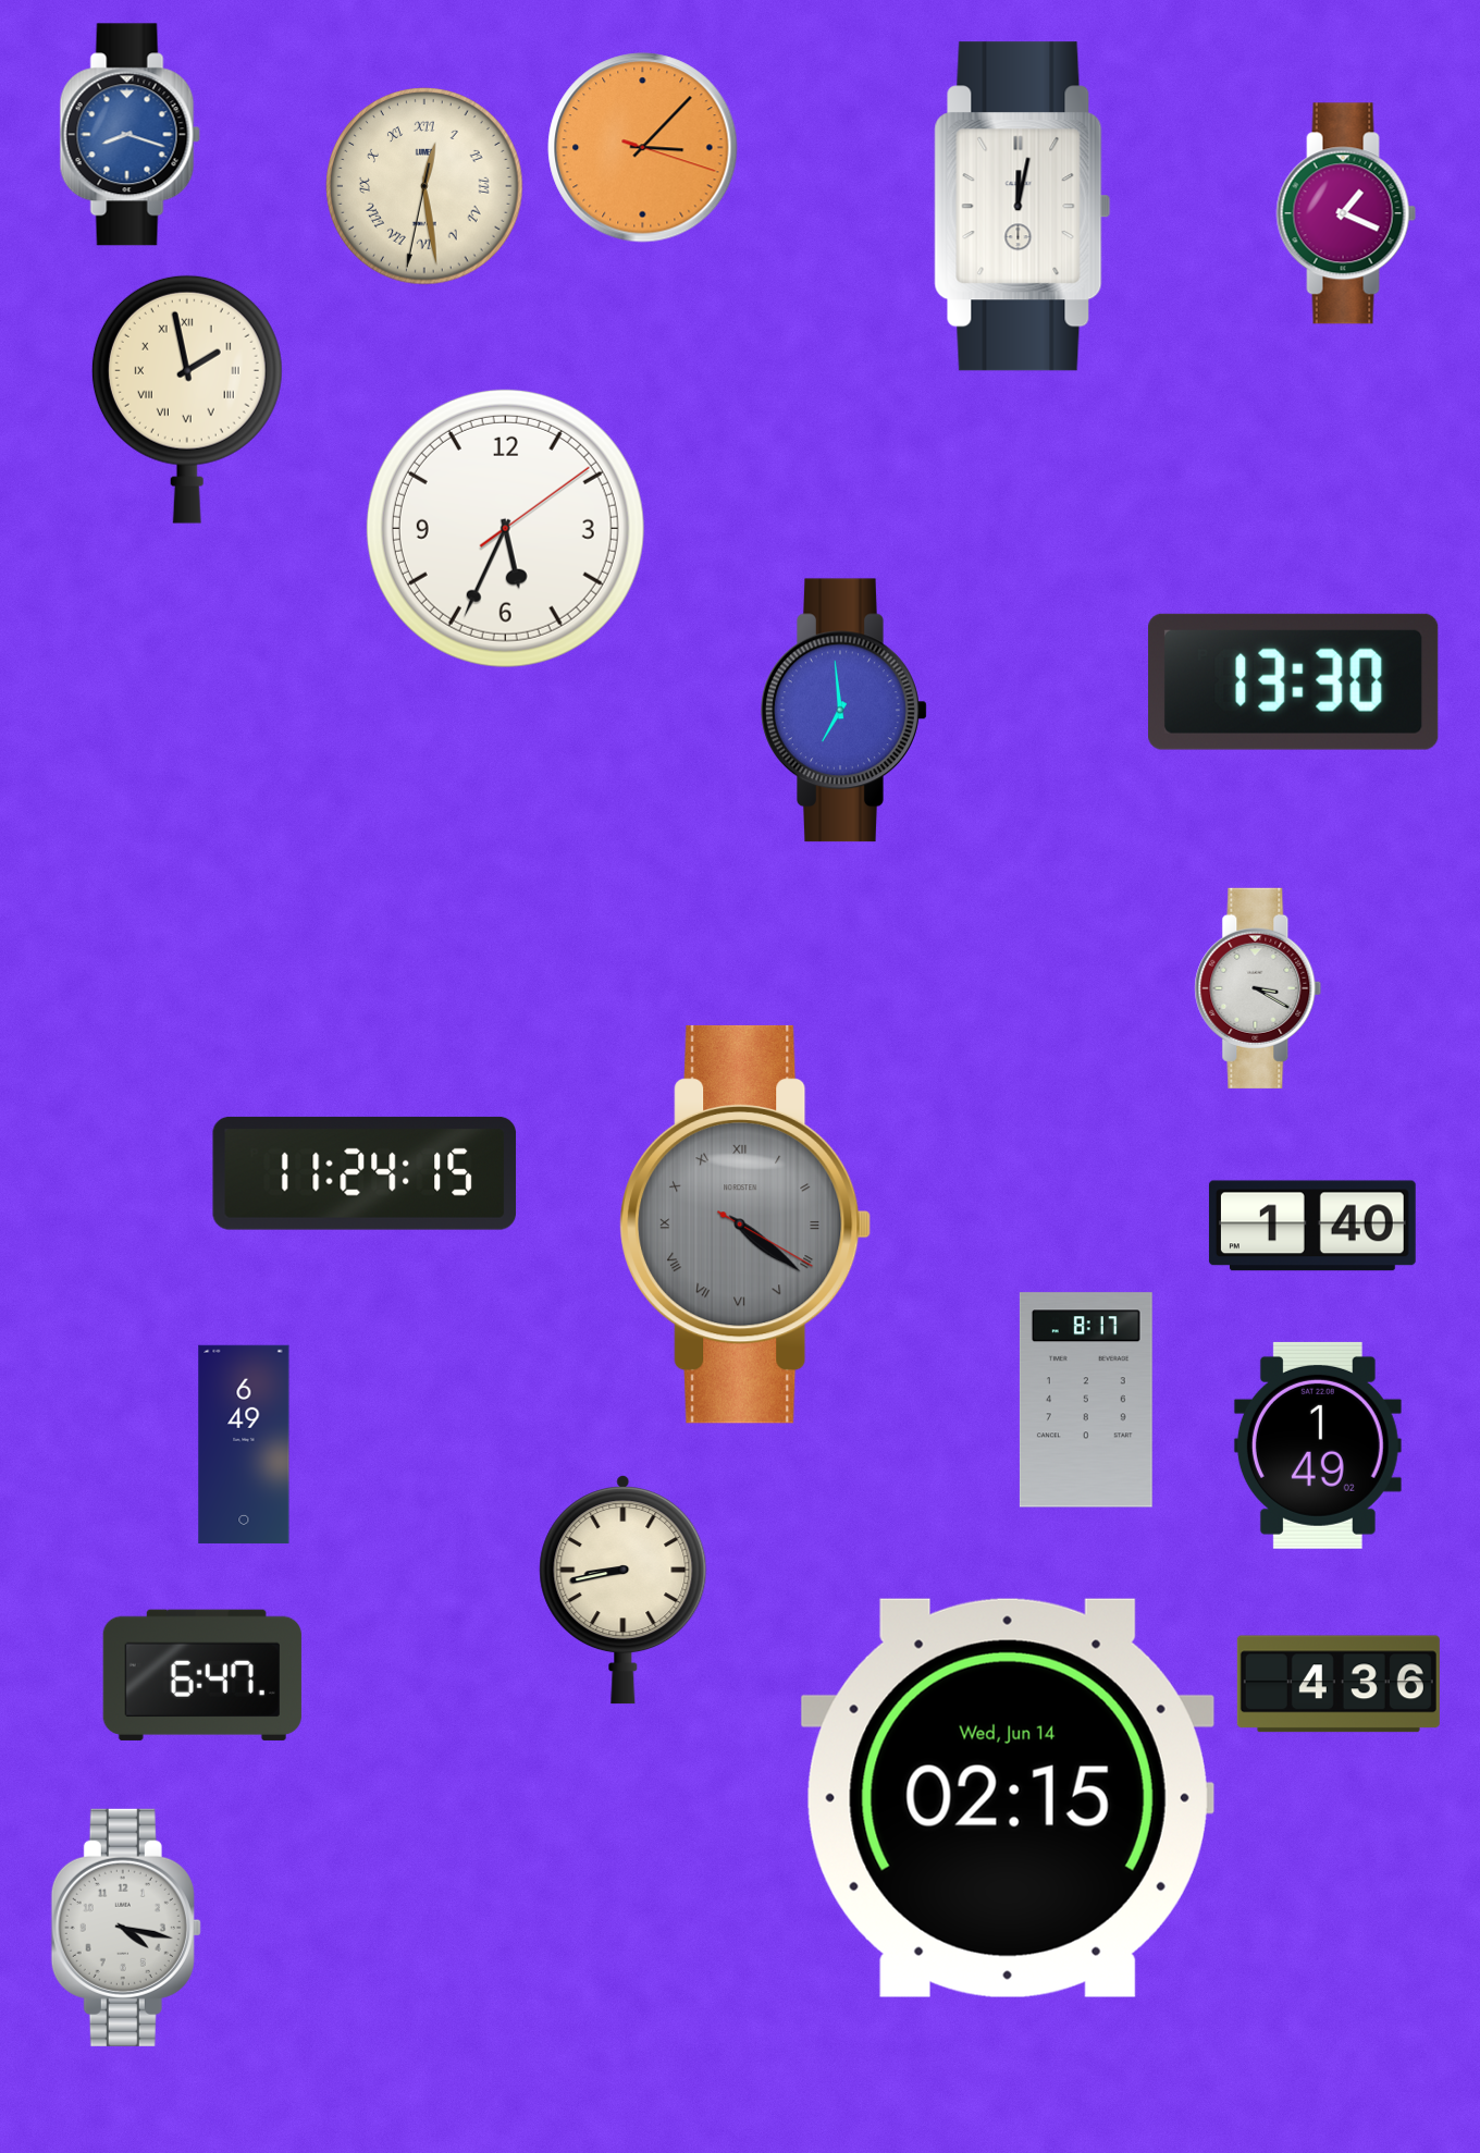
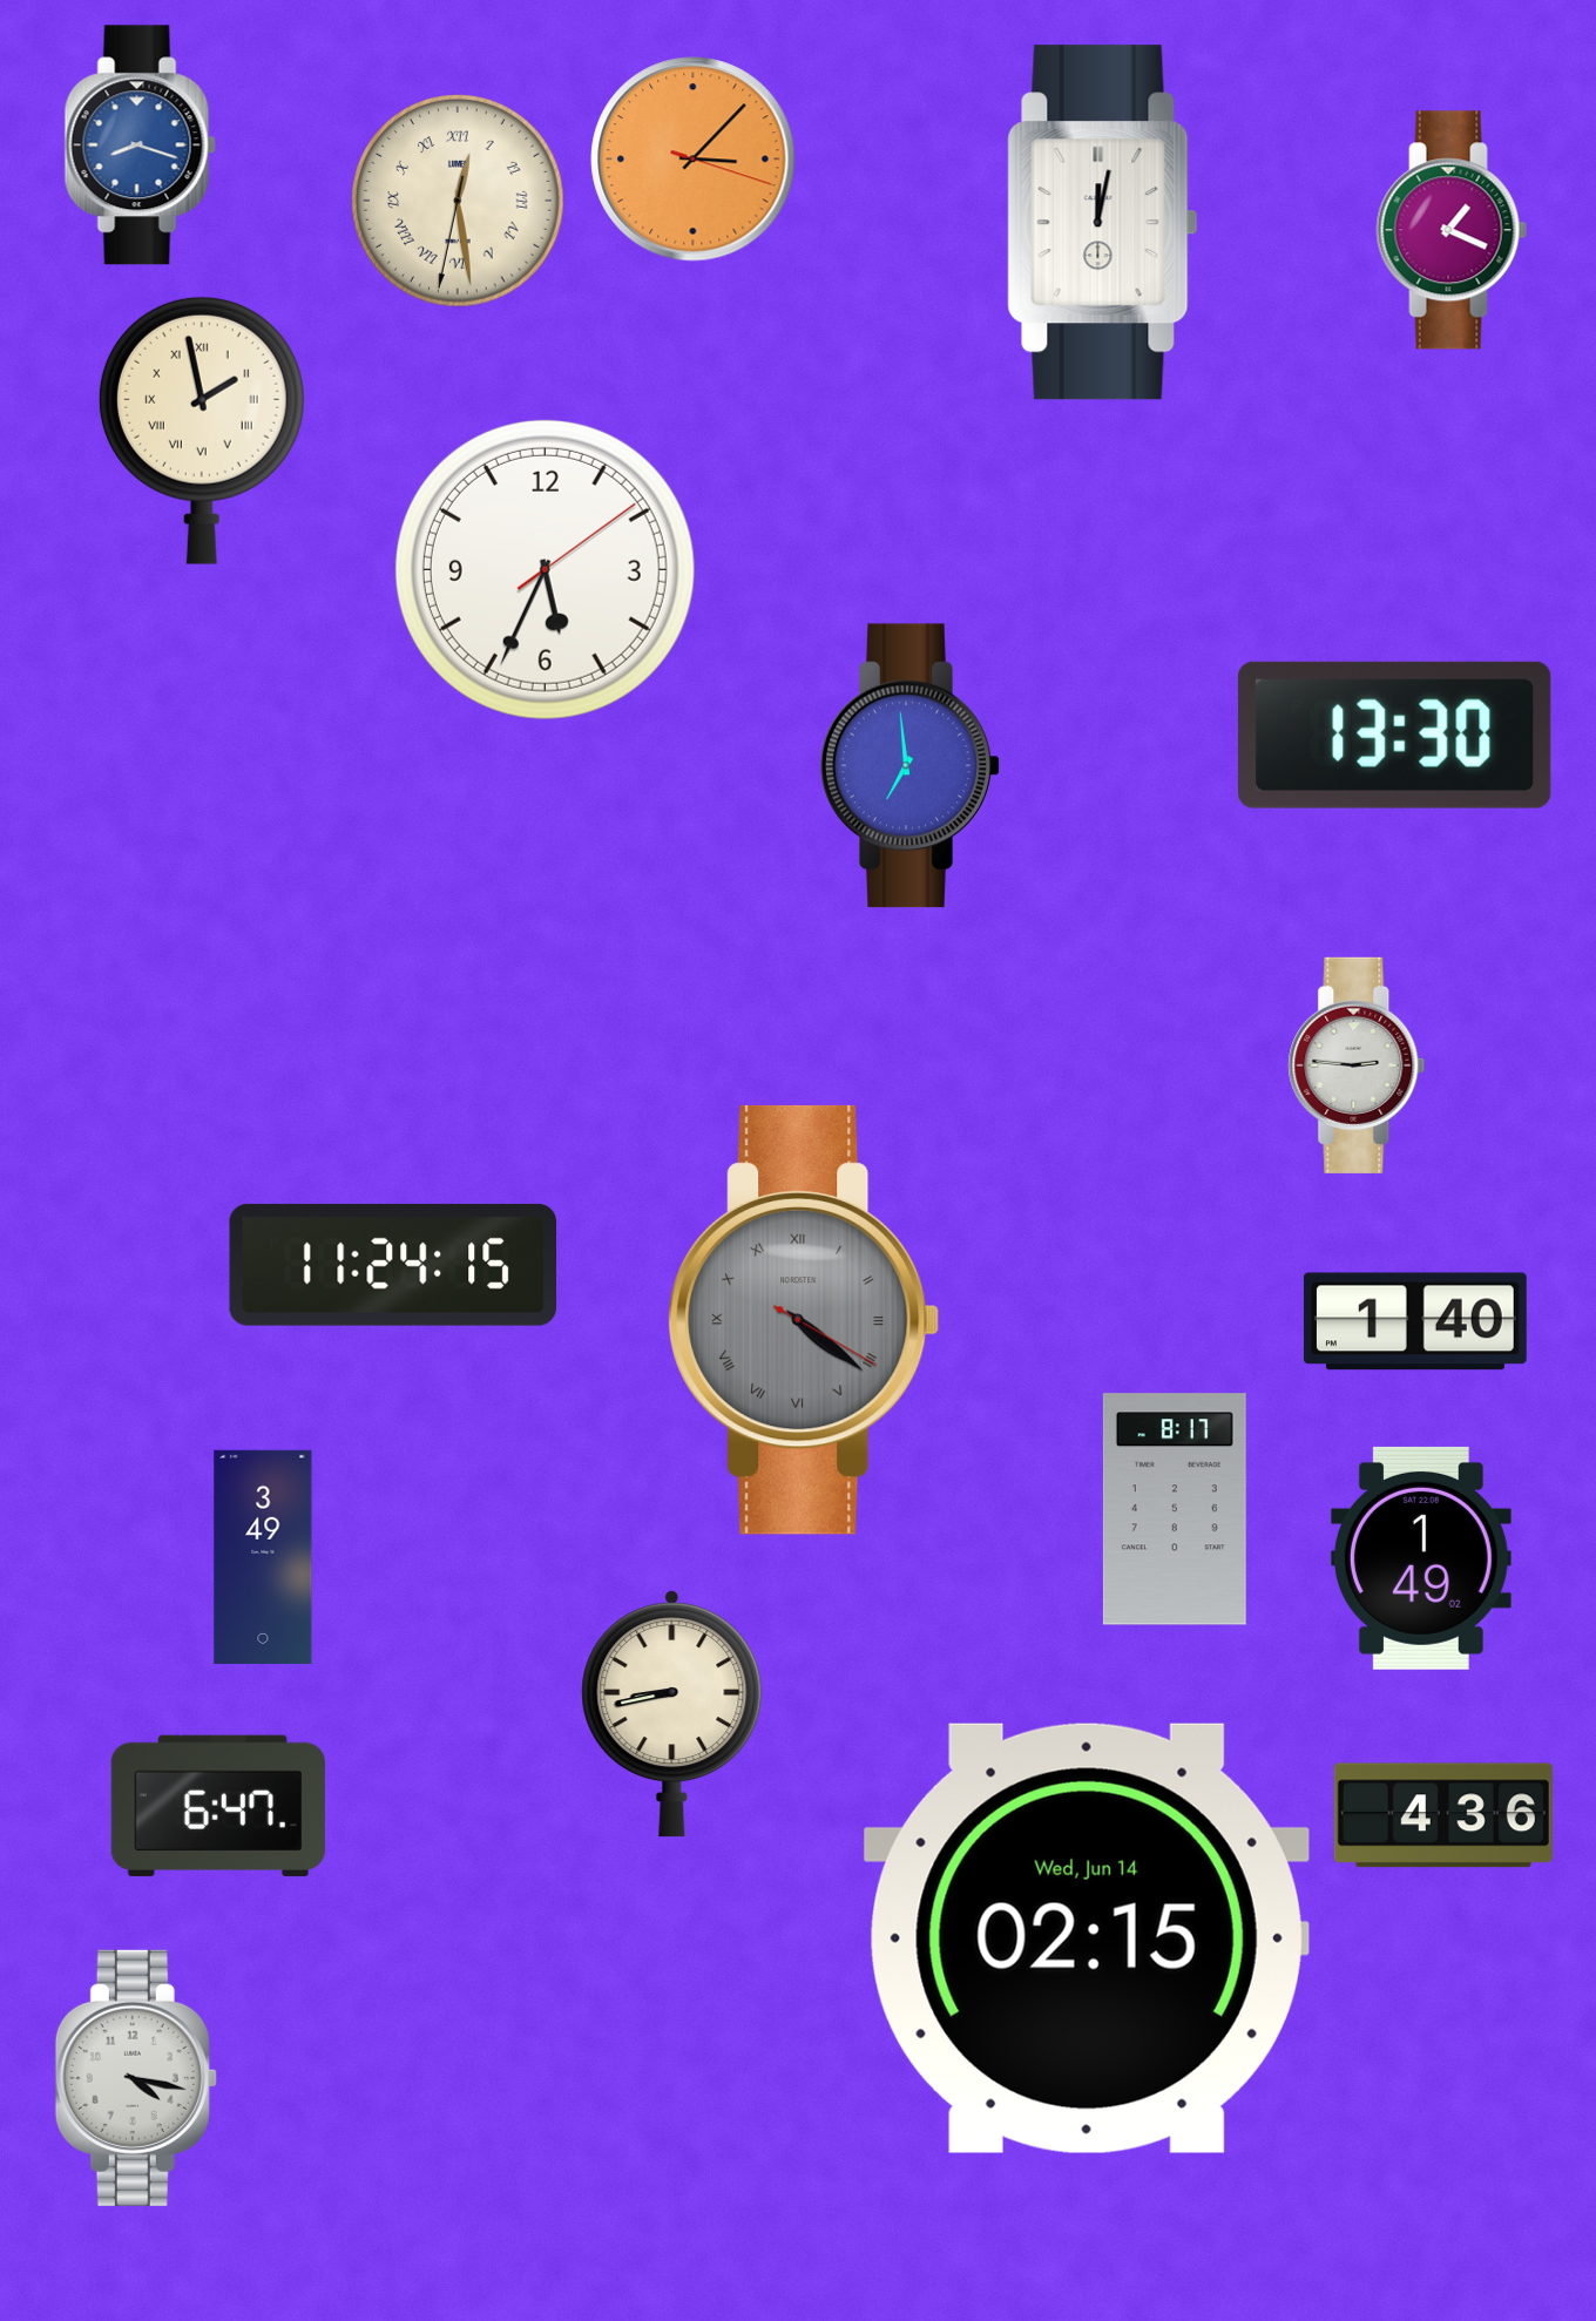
clock at (1258, 988): 3:20 -> 2:46
clock at (1086, 1400) position: (1086, 1400) -> (1175, 1509)
clock at (244, 1444): 6:49 -> 3:49
